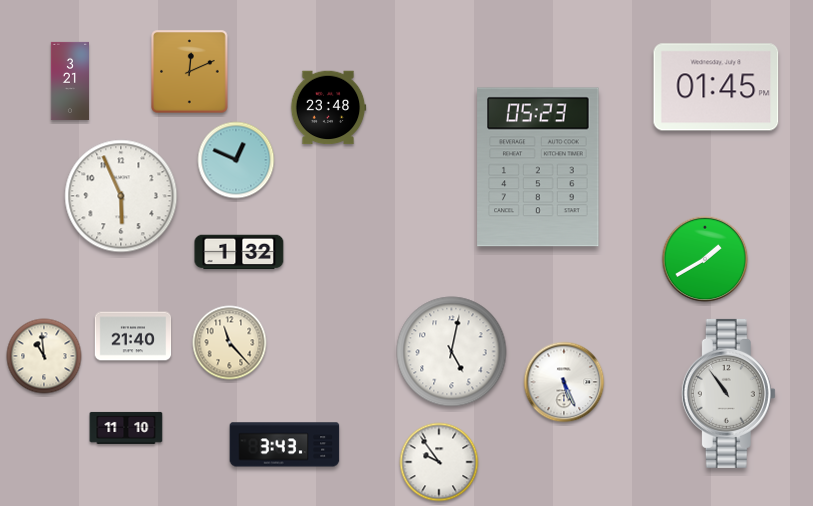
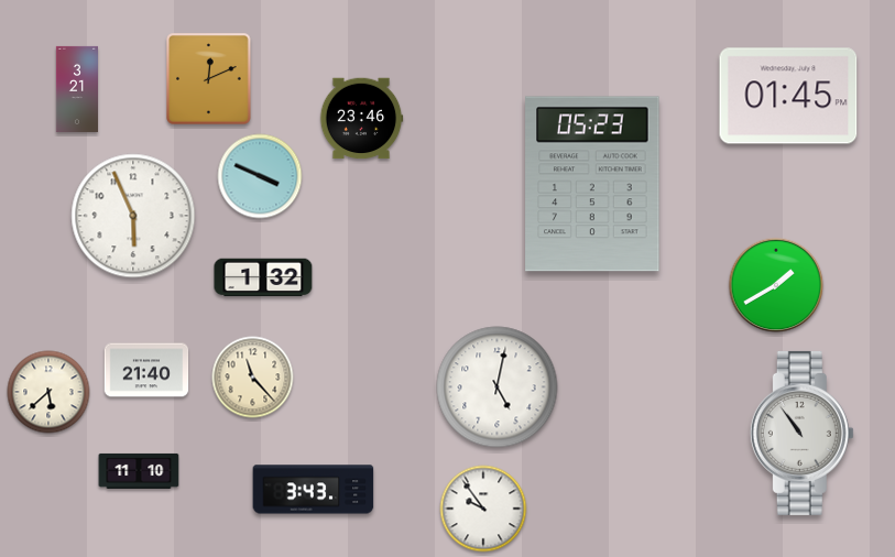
clock at (328, 108): 23:48 -> 23:46
clock at (236, 160): 12:49 -> 3:49
clock at (44, 356): 10:59 -> 5:38
clock at (564, 382): 5:26 -> none
